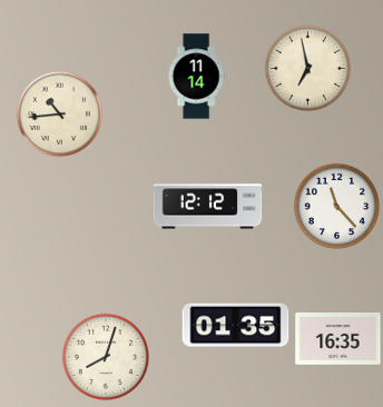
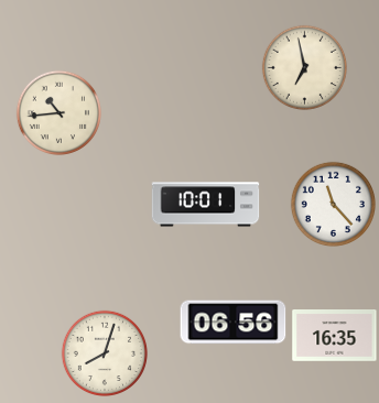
clock at (196, 77): 11:14 -> none
clock at (208, 207): 12:12 -> 10:01
clock at (236, 326): 01:35 -> 06:56
